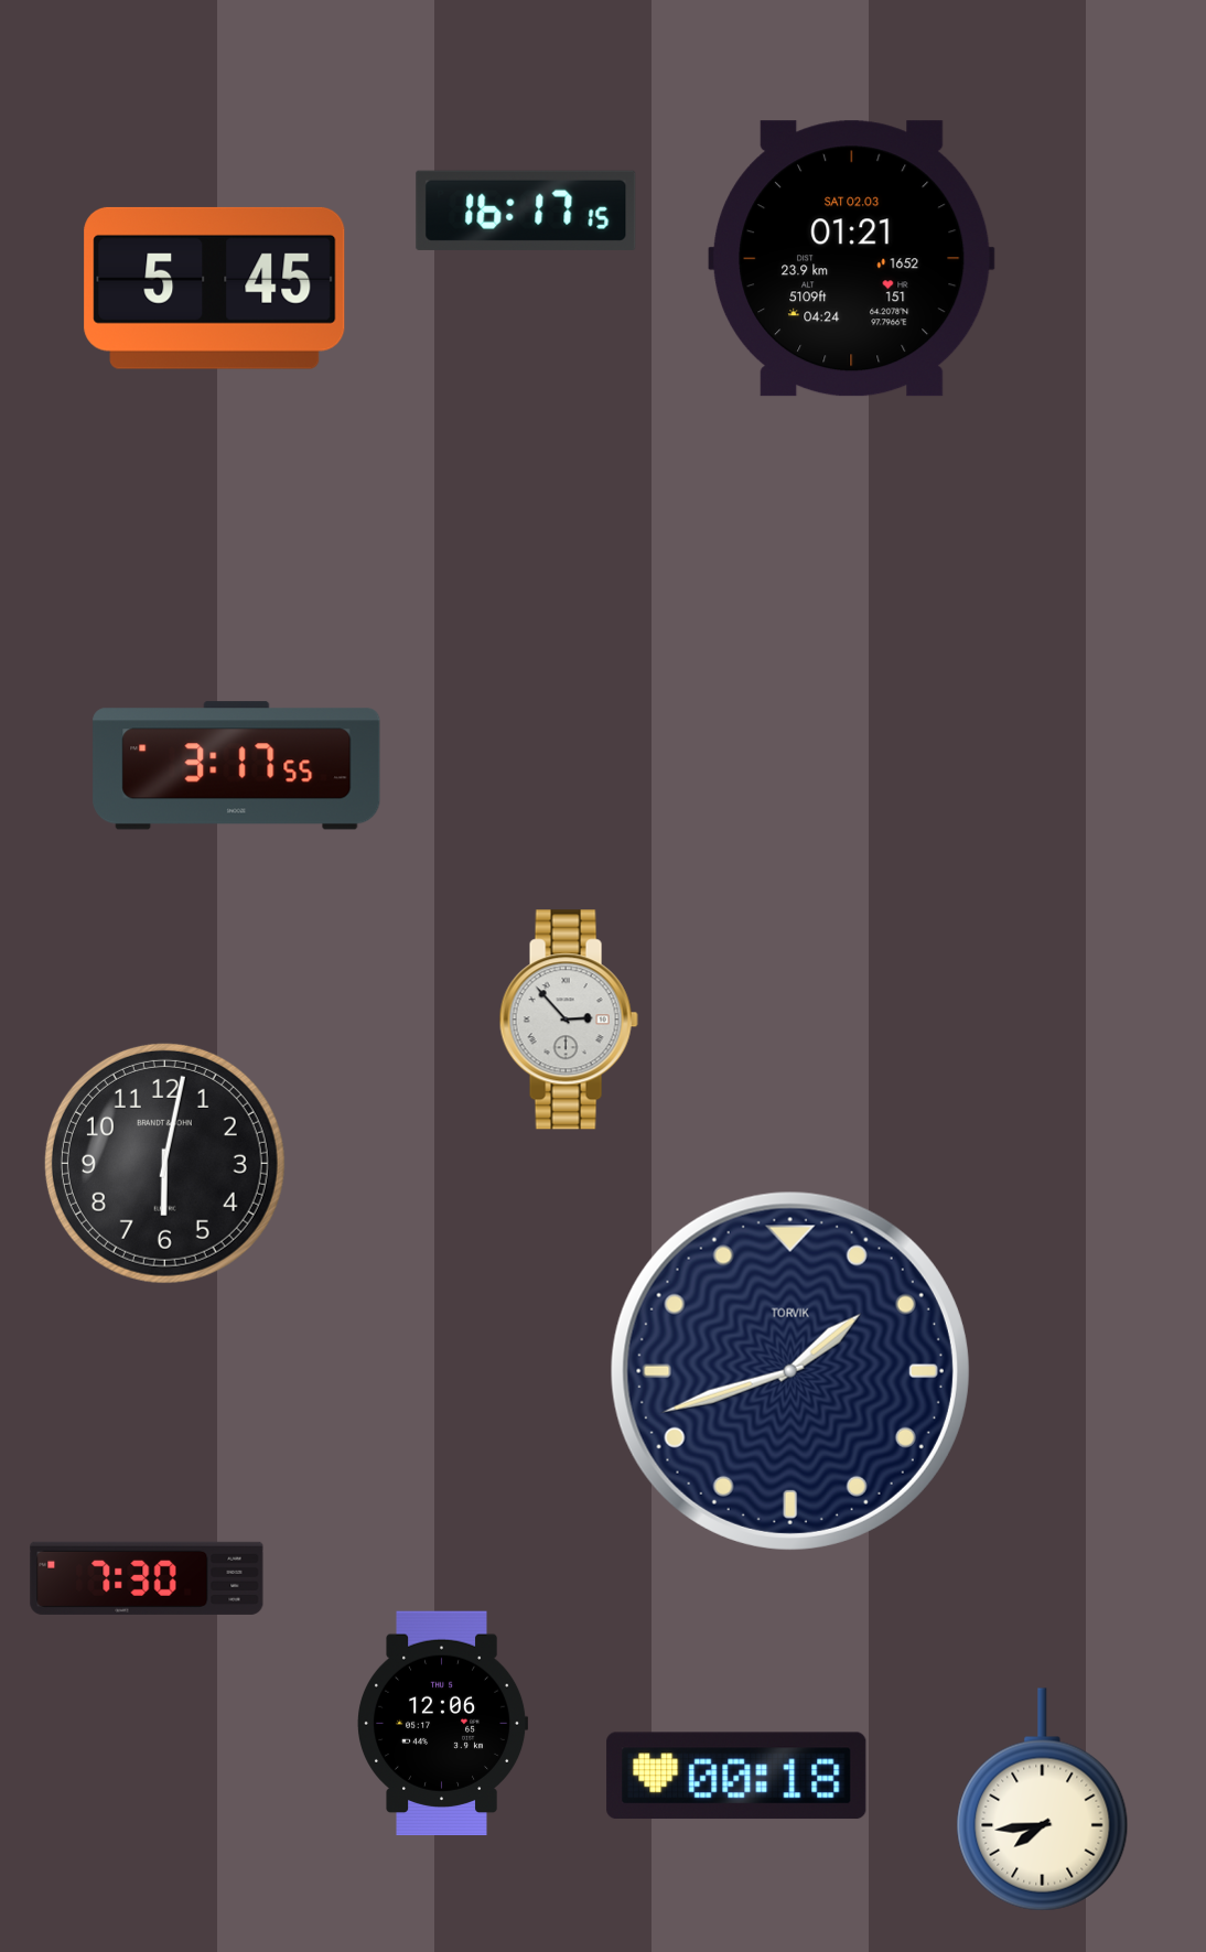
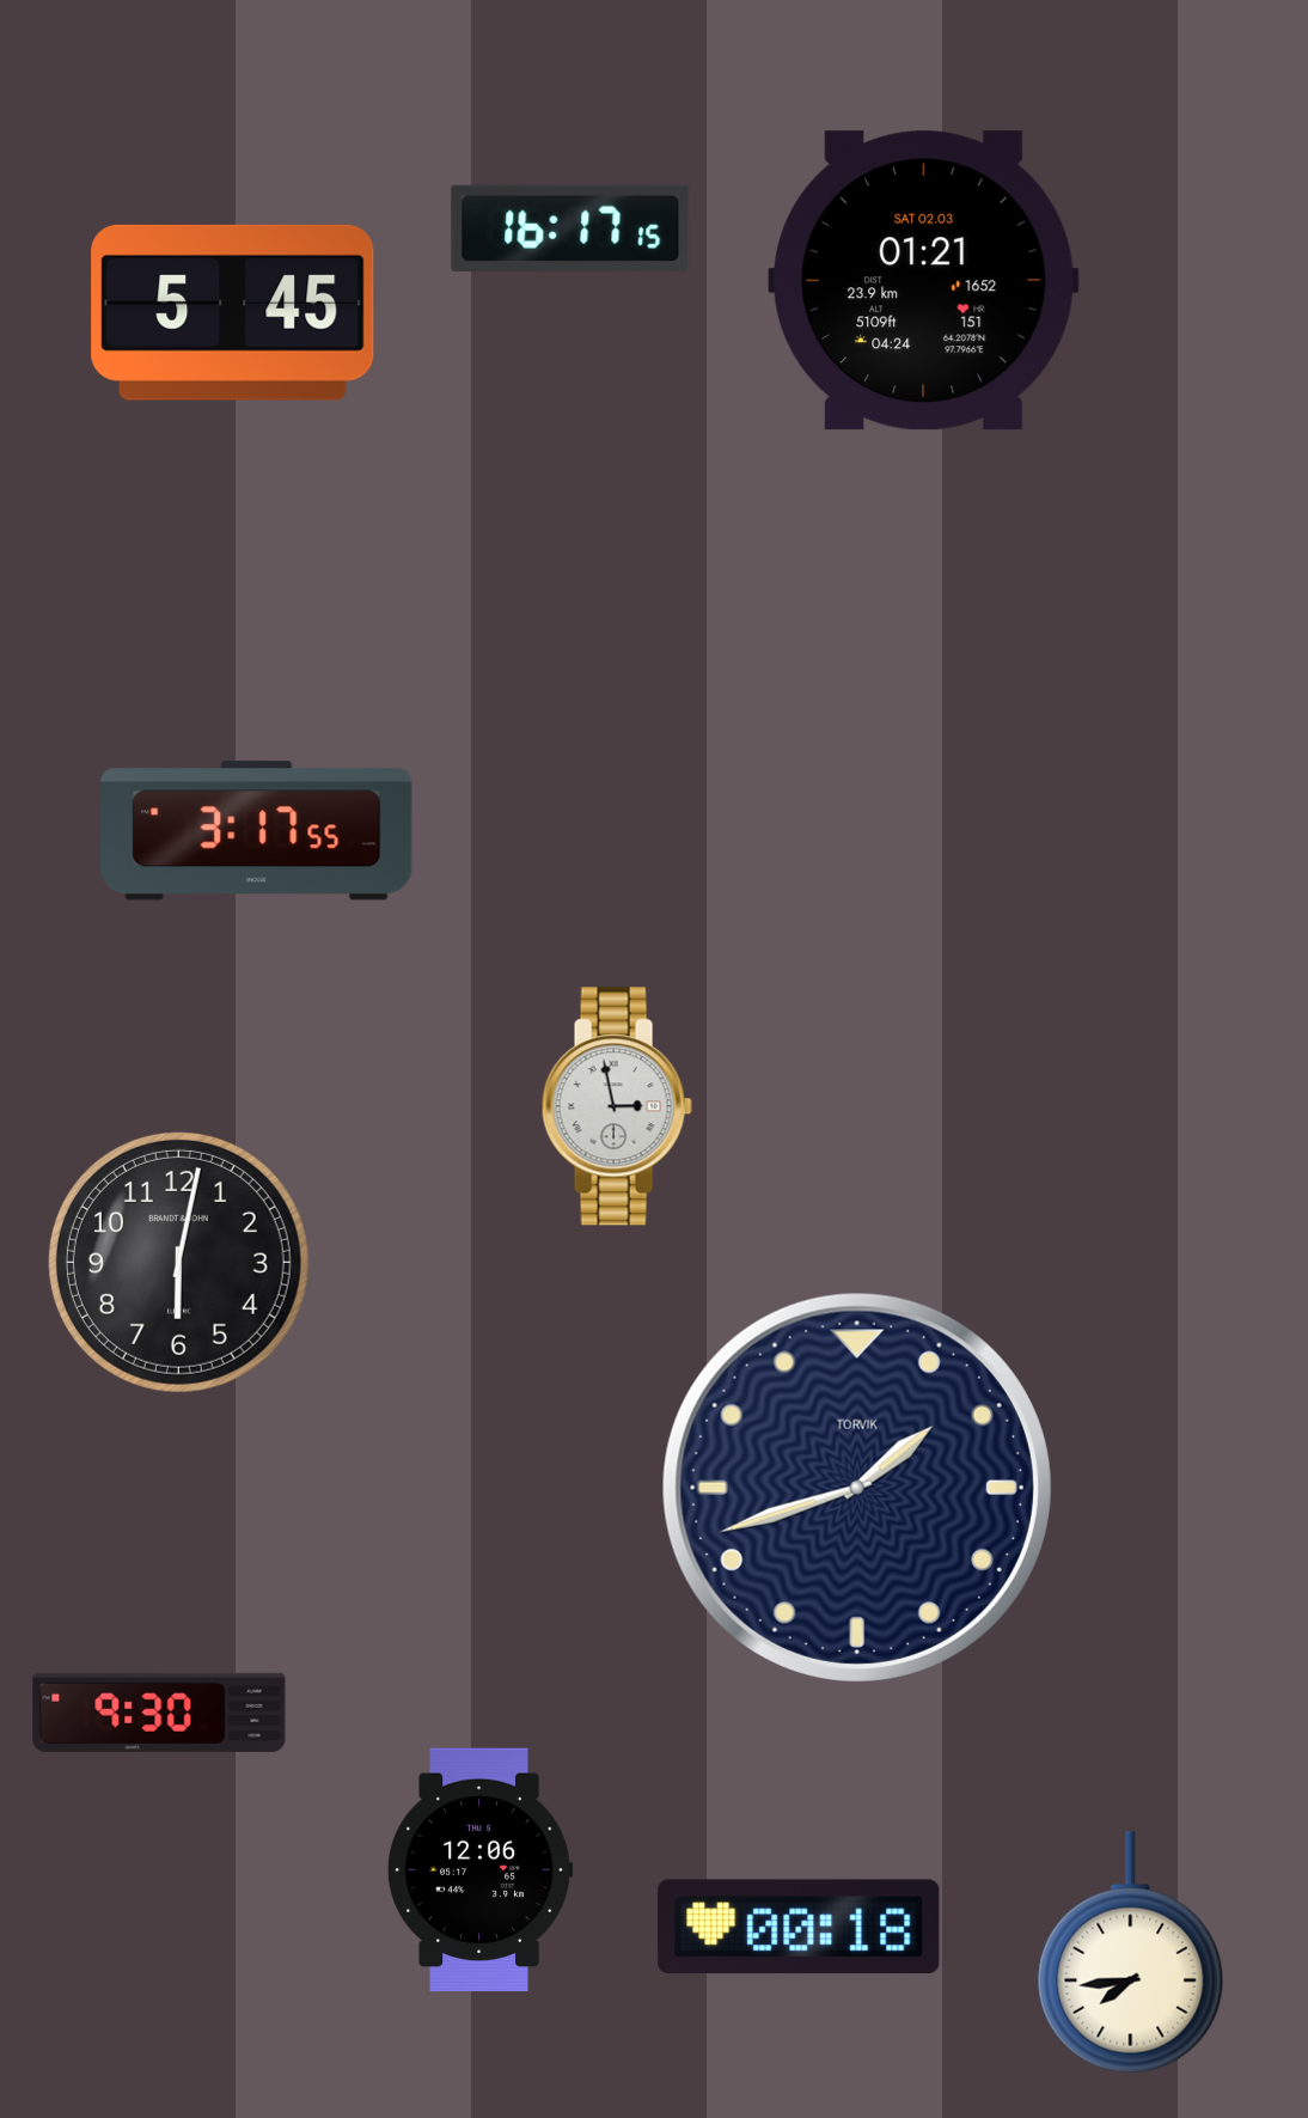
clock at (569, 1020): 2:53 -> 2:58
clock at (147, 1578): 7:30 -> 9:30
